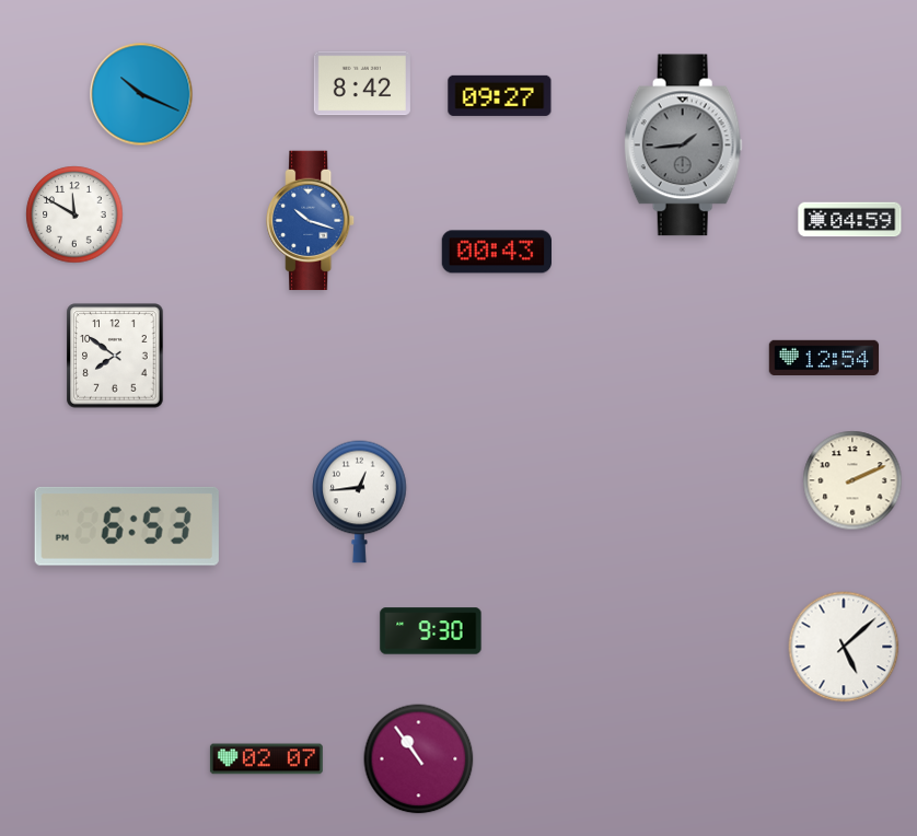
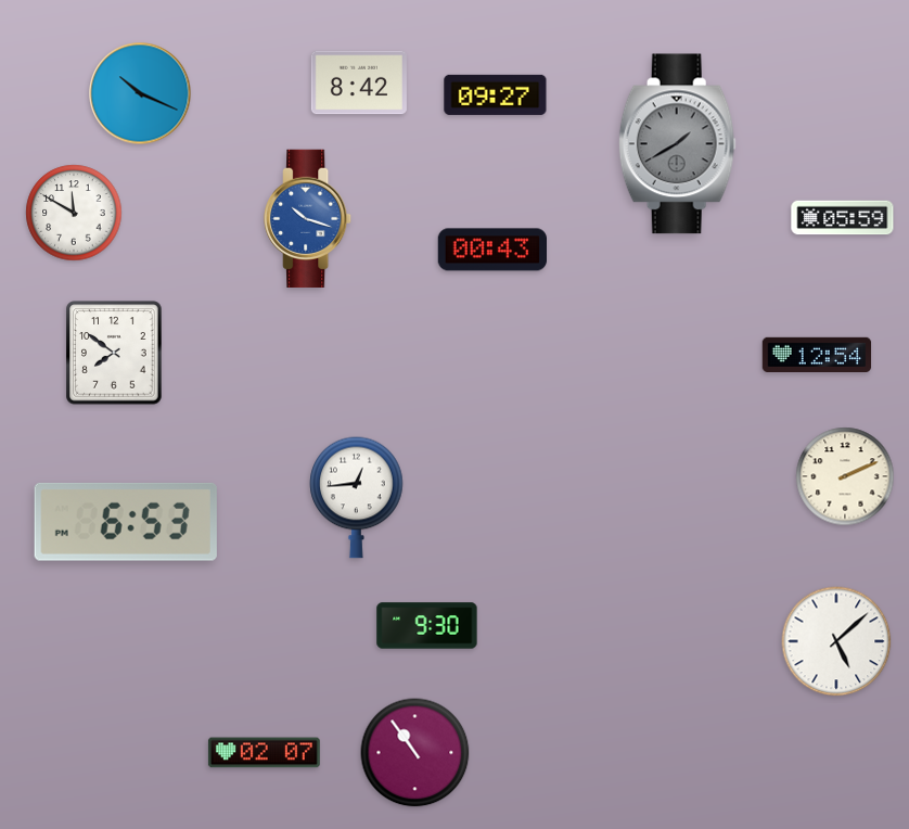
clock at (683, 146): 1:44 -> 1:40
clock at (850, 220): 04:59 -> 05:59
